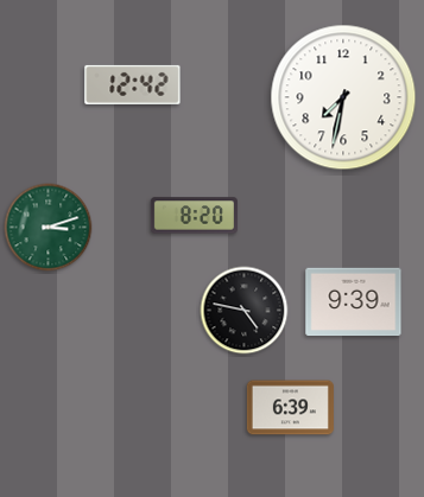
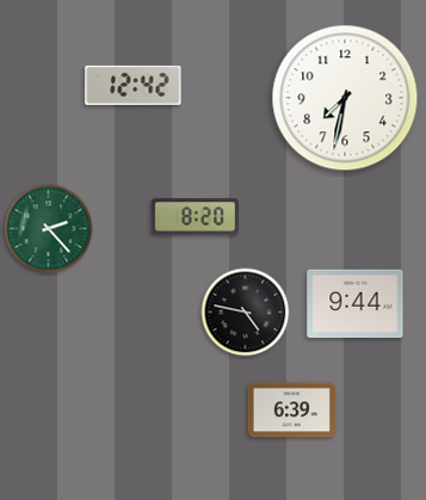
clock at (49, 228): 3:12 -> 2:23
clock at (354, 302): 9:39 -> 9:44
